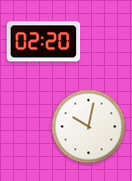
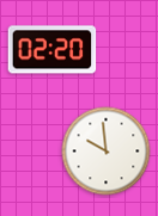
clock at (89, 127): 10:02 -> 9:59
